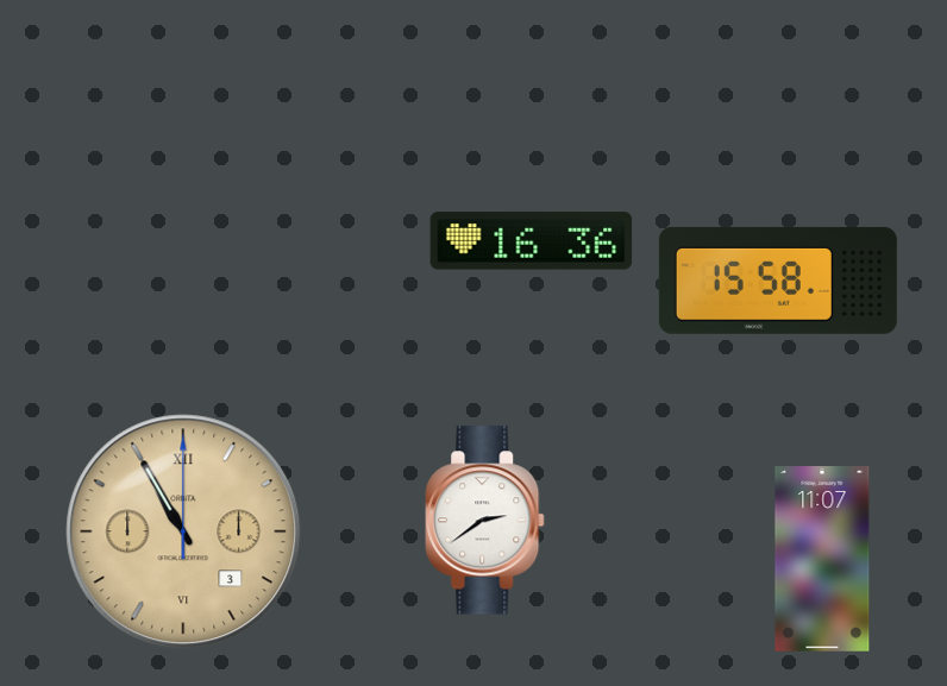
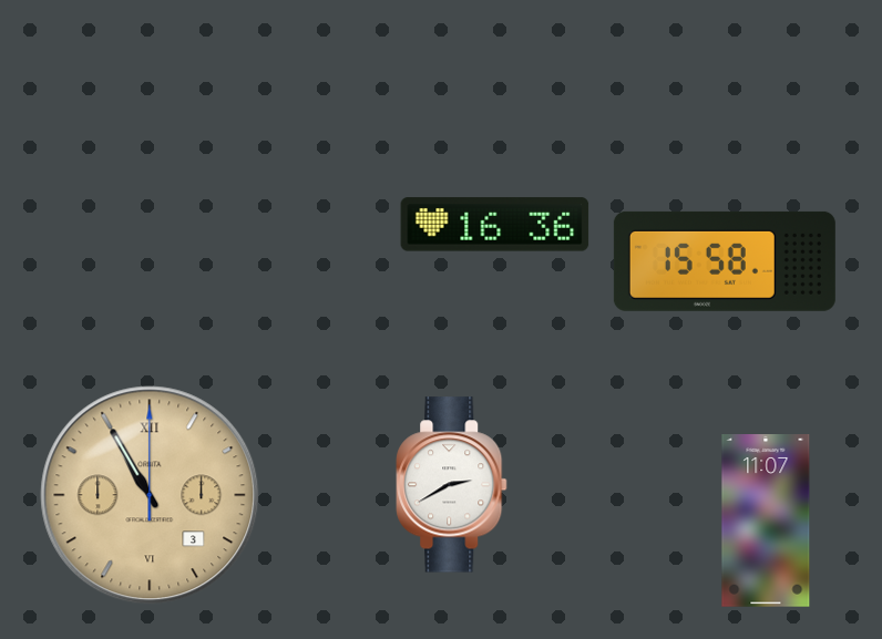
clock at (485, 521): 2:39 -> 2:40
clock at (183, 531) position: (183, 531) -> (150, 495)
